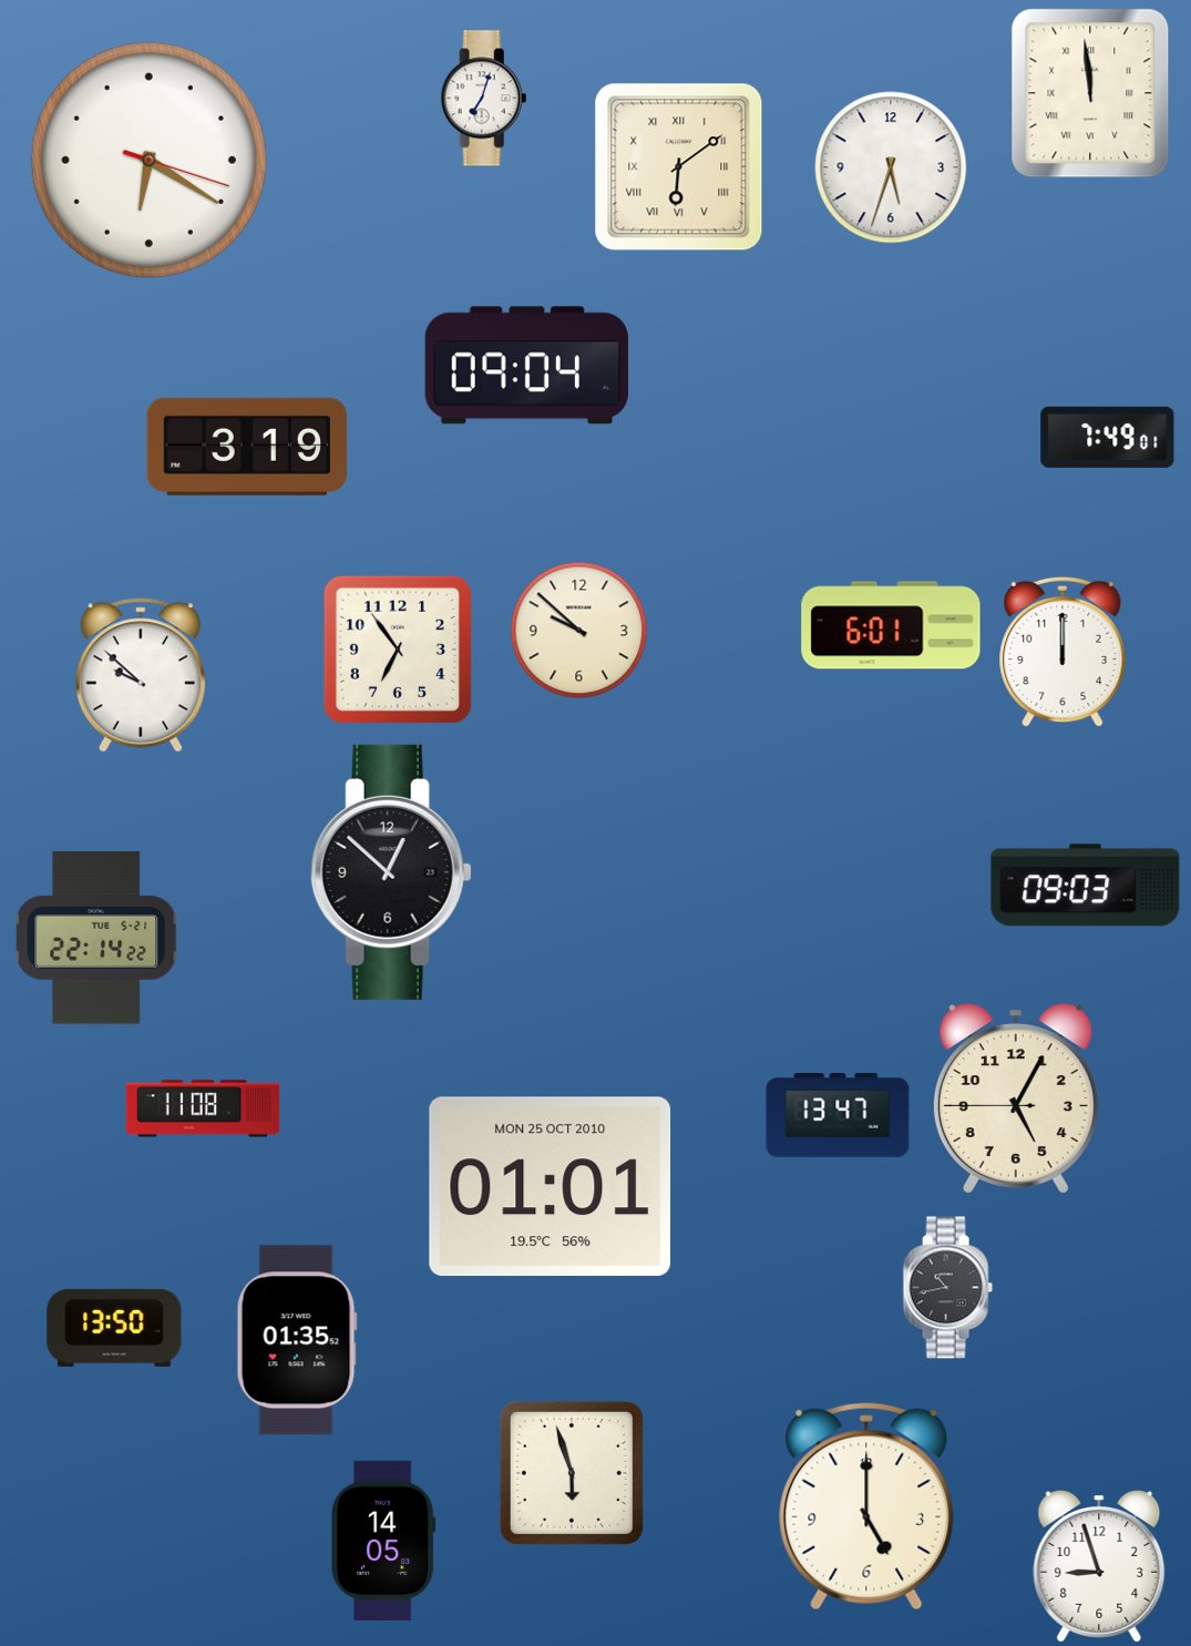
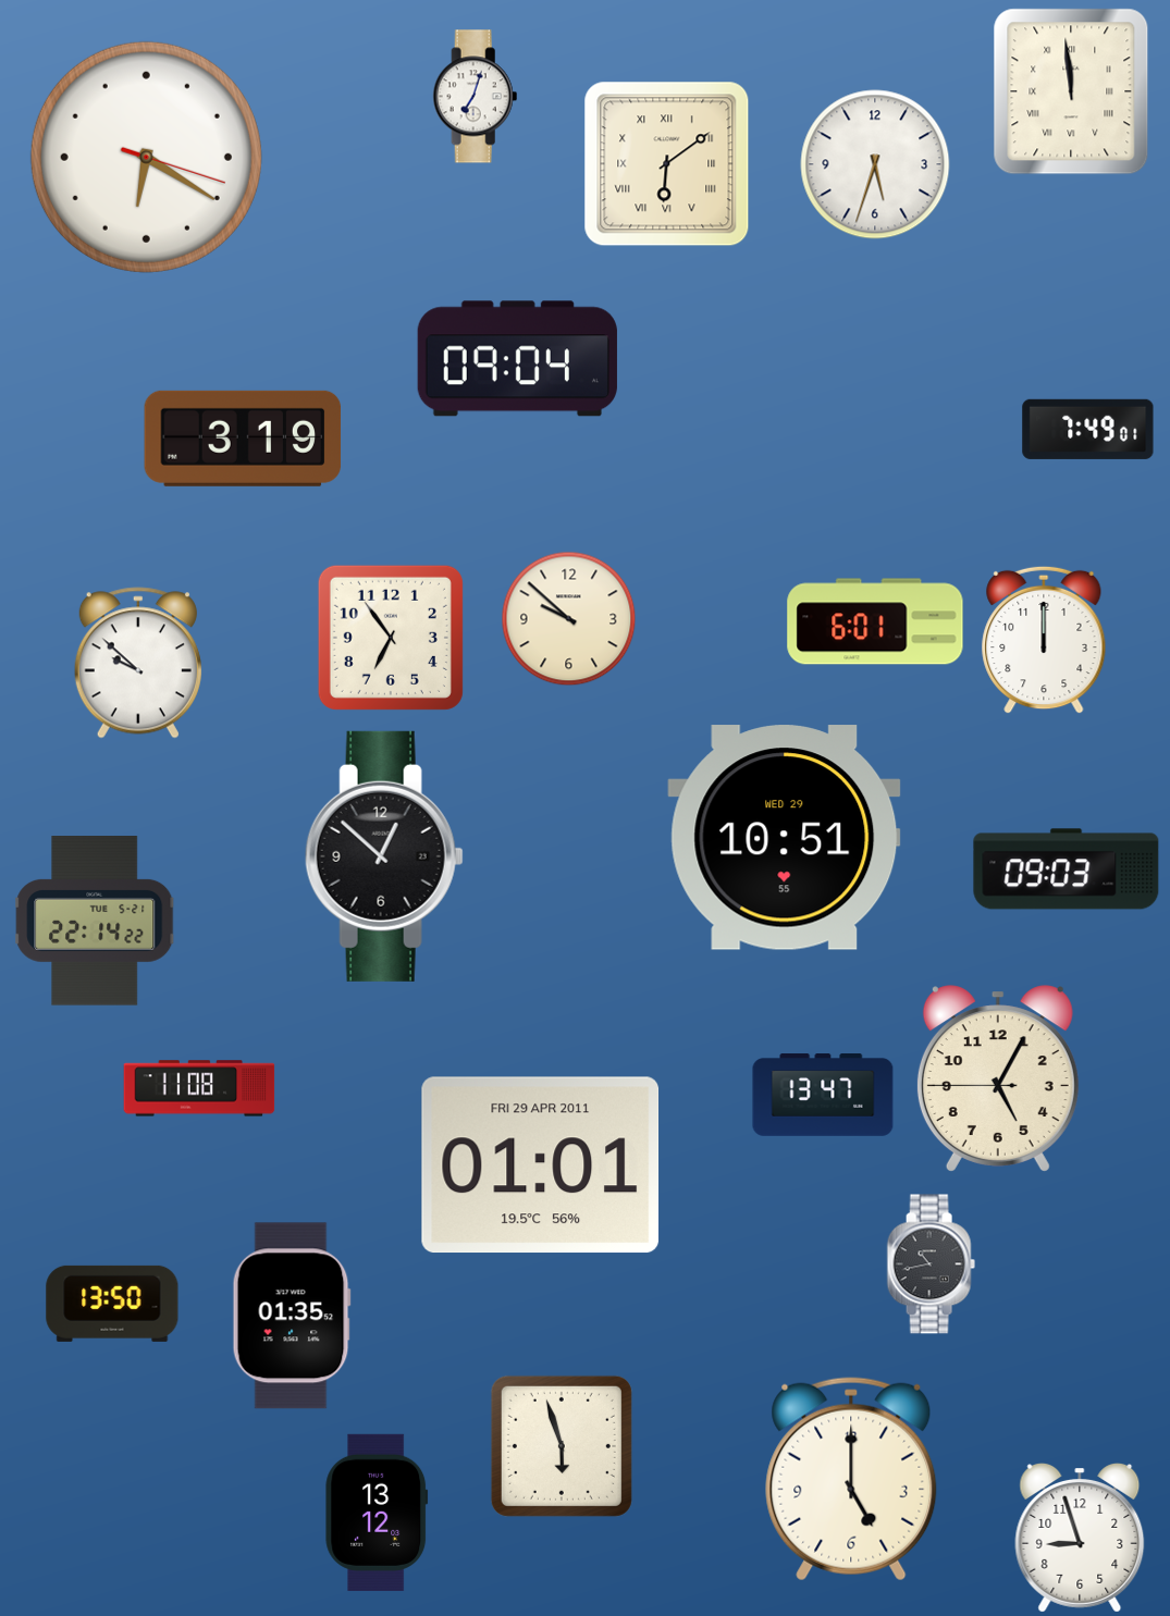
clock at (891, 625) position: (891, 625) -> (875, 621)
clock at (785, 838): none -> 10:51
clock at (551, 1187) date: MON 25 OCT 2010 -> FRI 29 APR 2011
clock at (383, 1541): 14:05 -> 13:12
